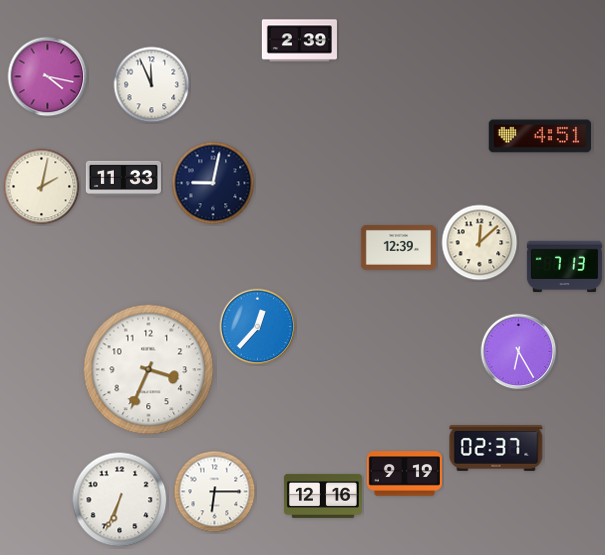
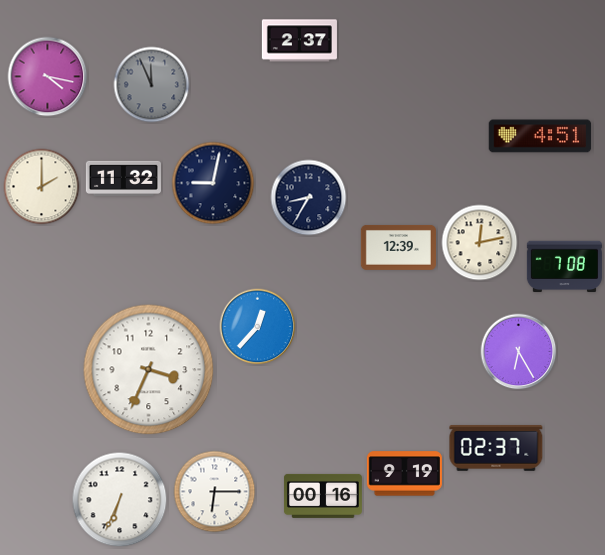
clock at (299, 41): 2:39 -> 2:37
clock at (152, 85) dial: white -> grey
clock at (123, 178): 11:33 -> 11:32
clock at (42, 187): 2:02 -> 2:00
clock at (309, 198): none -> 8:35
clock at (480, 243): 12:08 -> 12:13
clock at (564, 267): 7:13 -> 7:08
clock at (323, 496): 12:16 -> 00:16
